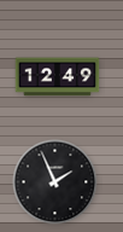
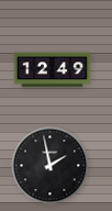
clock at (55, 182): 1:56 -> 1:58
